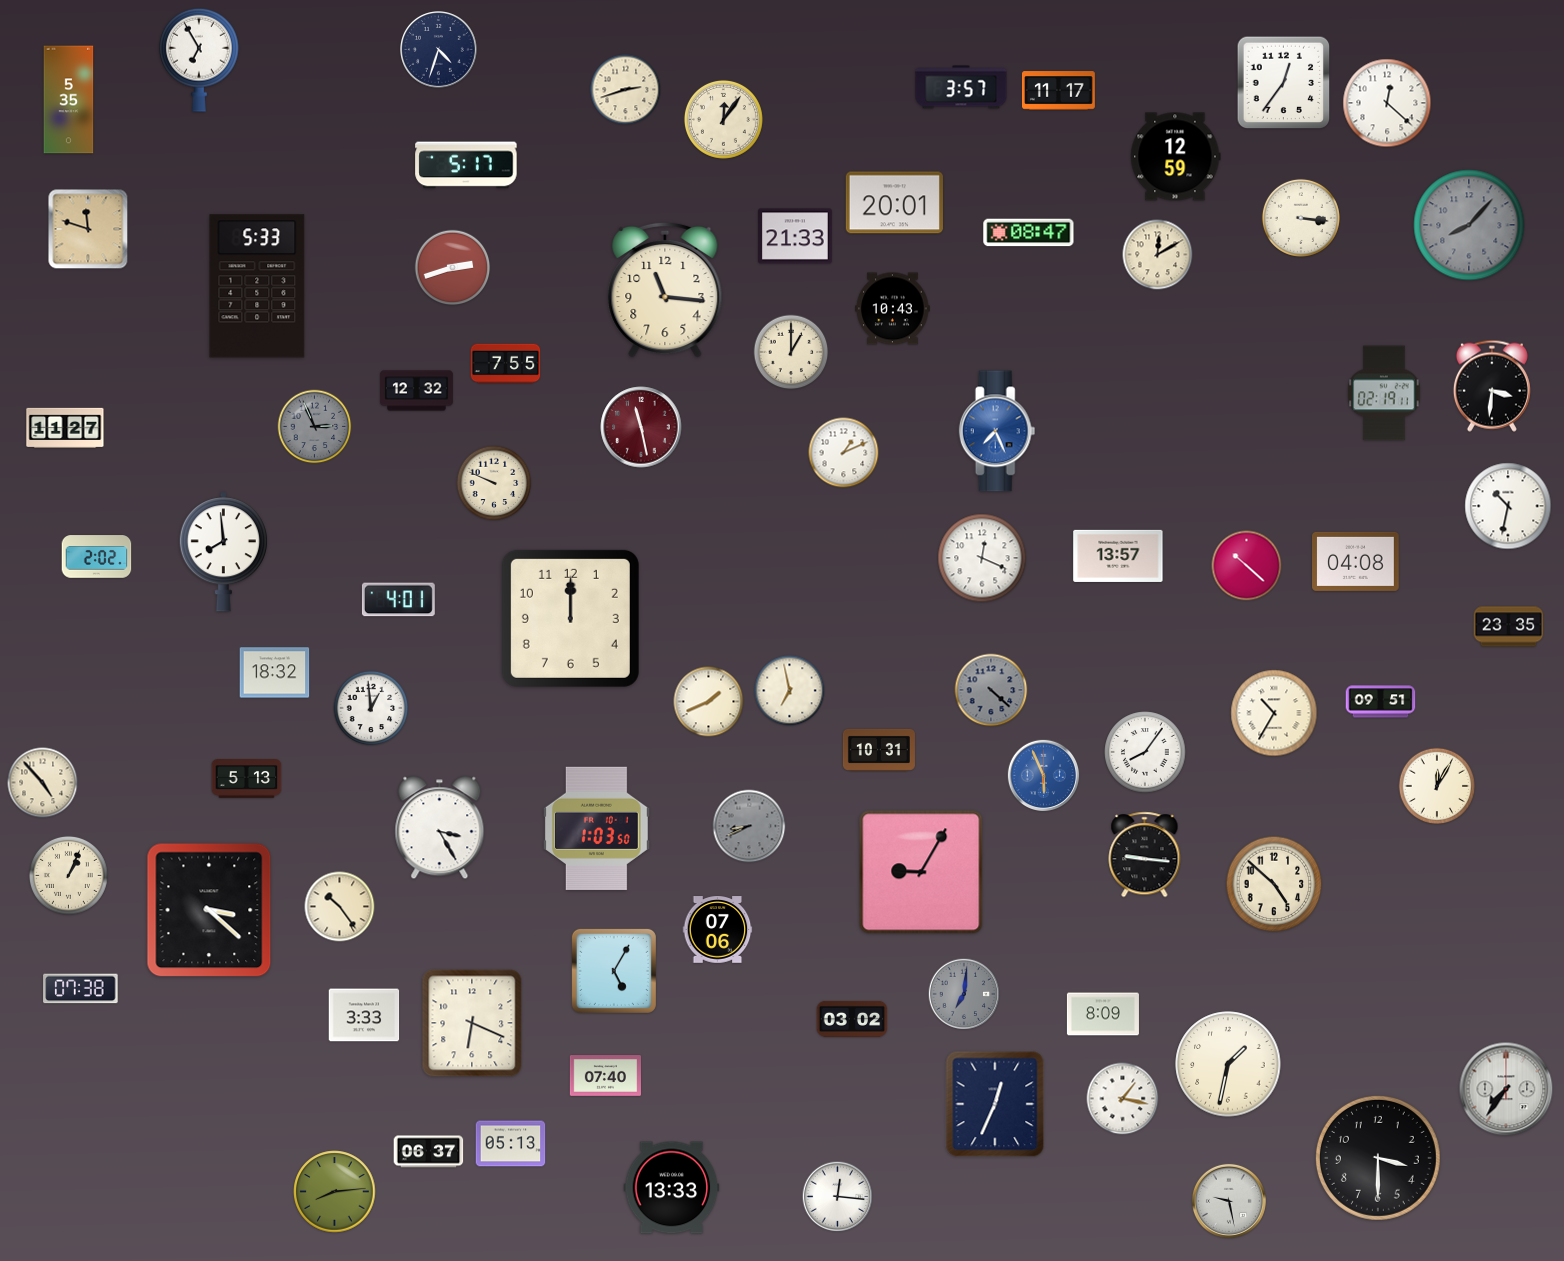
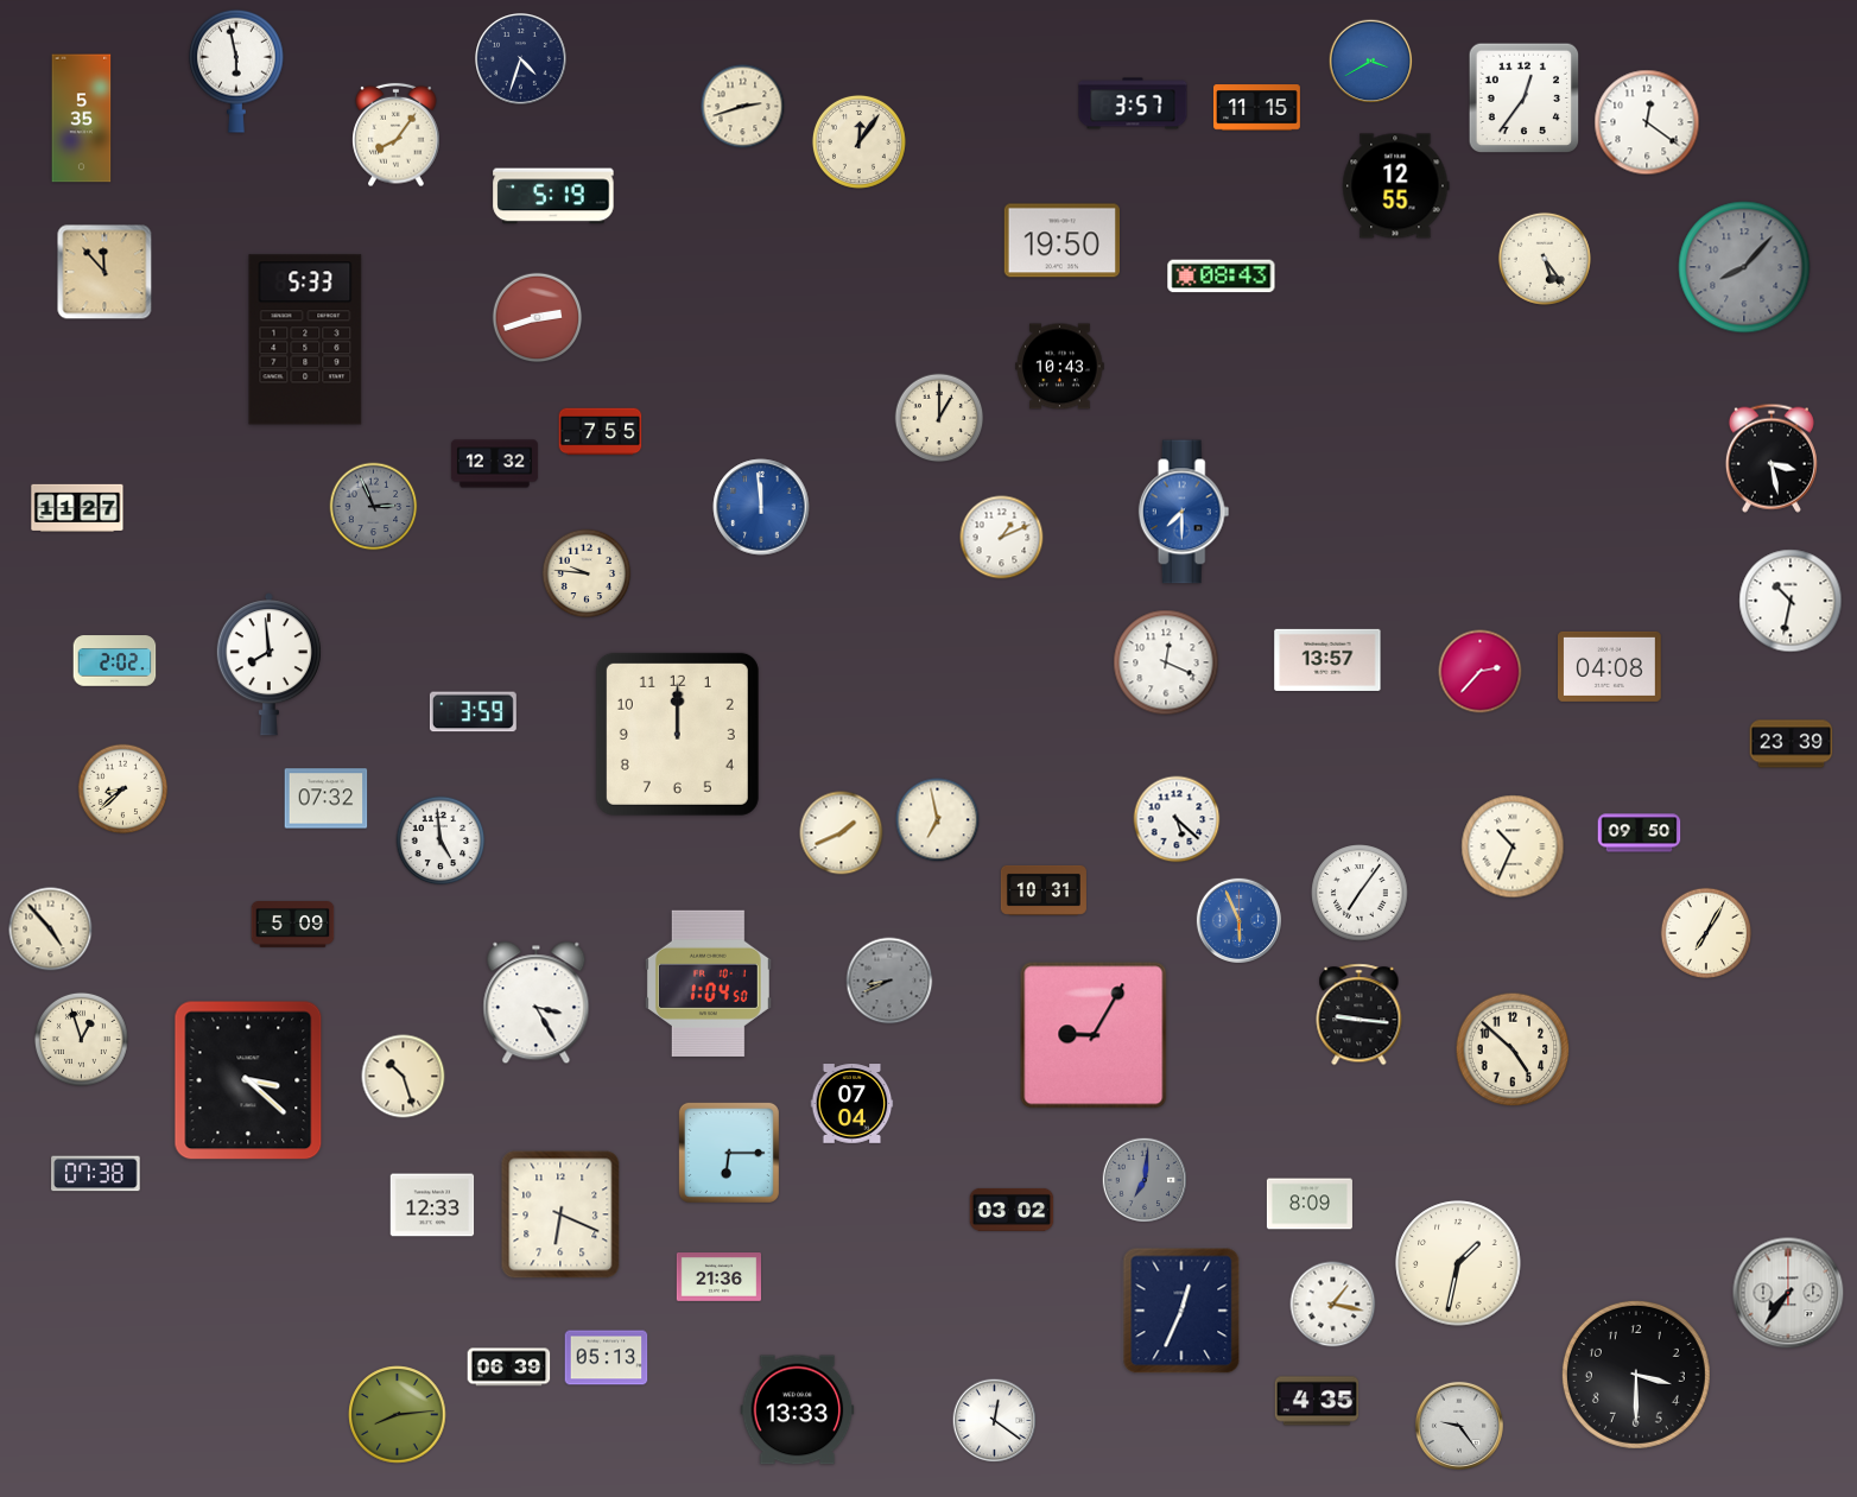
clock at (1371, 62): none -> 3:40
clock at (200, 60): 6:55 -> 5:58
clock at (961, 87) position: (961, 87) -> (1133, 103)
clock at (1058, 91): 11:17 -> 11:15
clock at (1387, 103): 12:22 -> 12:21
clock at (397, 135): none -> 8:06
clock at (1176, 157): 12:59 -> 12:55
clock at (466, 165): 5:17 -> 5:19
clock at (894, 203): 20:01 -> 19:50
clock at (1301, 218): 3:16 -> 5:24
clock at (88, 229): 11:48 -> 11:53
clock at (1029, 233): 08:47 -> 08:43
clock at (795, 236): 21:33 -> none
clock at (1158, 255): 12:10 -> none
clock at (665, 290): 11:16 -> none
clock at (1492, 386): 3:31 -> 3:28
clock at (1384, 393): 02:19 -> none
clock at (641, 427): 11:28 -> 11:59
clock at (641, 427) dial: burgundy -> blue
clock at (997, 431): 7:26 -> 7:30
clock at (494, 483): 9:49 -> 9:46
clock at (223, 552) position: (223, 552) -> (268, 665)
clock at (1247, 566): 10:22 -> 2:37
clock at (398, 600): 4:01 -> 3:59
clock at (1509, 627): 23:35 -> 23:39
clock at (123, 789): none -> 8:38
clock at (275, 673): 18:32 -> 07:32
clock at (991, 690): 4:22 -> 5:22
clock at (991, 690) dial: grey -> white
clock at (1381, 702): 09:51 -> 09:50
clock at (371, 708): 12:59 -> 4:59
clock at (1274, 713): 10:35 -> 10:34
clock at (1145, 752): 8:06 -> 7:06
clock at (247, 779): 5:13 -> 5:09
clock at (1437, 786): 12:05 -> 7:05
clock at (440, 828) position: (440, 828) -> (537, 1003)
clock at (596, 828): 1:03 -> 1:04
clock at (68, 875): 1:04 -> 12:57
clock at (340, 907): 10:24 -> 10:27
clock at (718, 930): 07:06 -> 07:04
clock at (614, 971): 5:05 -> 6:15
clock at (364, 1015): 3:33 -> 12:33
clock at (605, 1076): 07:40 -> 21:36
clock at (429, 1152): 06:37 -> 06:39
clock at (1317, 1401): none -> 4:35
clock at (838, 1197): 12:16 -> 12:21
clock at (1229, 1201): 9:28 -> 9:24
